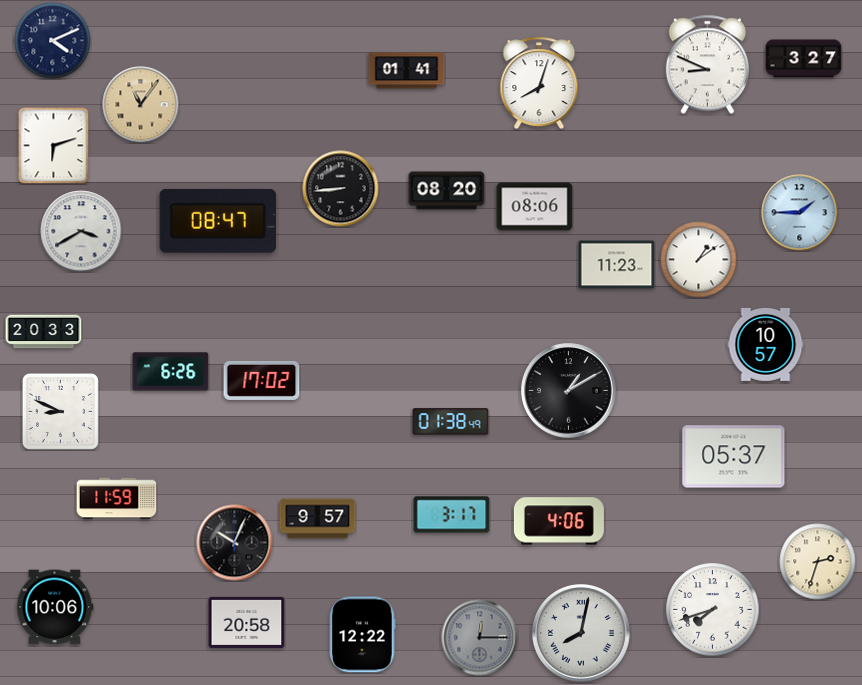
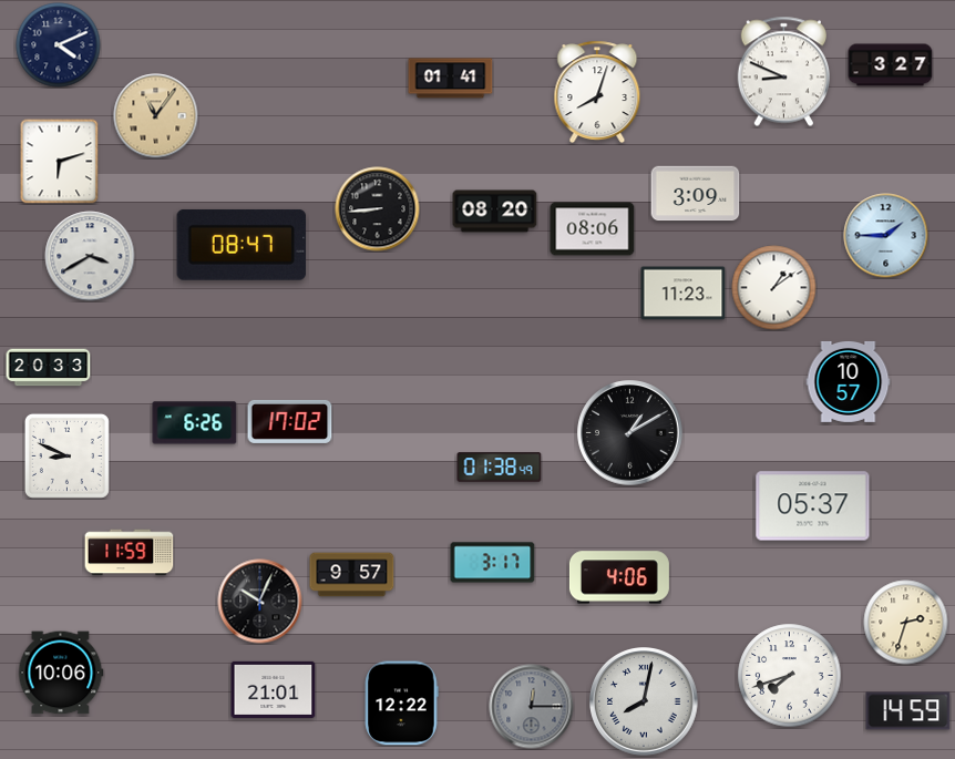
clock at (696, 194): none -> 3:09
clock at (171, 372) position: (171, 372) -> (195, 423)
clock at (452, 515) position: (452, 515) -> (493, 563)
clock at (247, 622): 20:58 -> 21:01
clock at (908, 711): none -> 14:59
